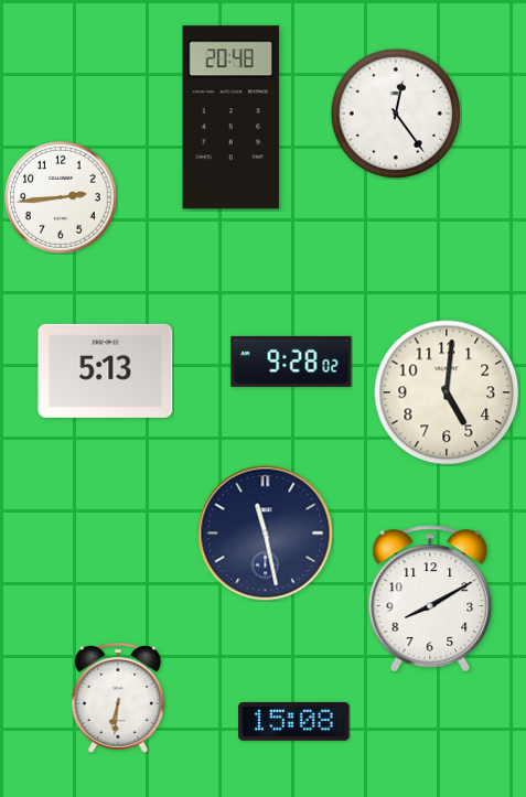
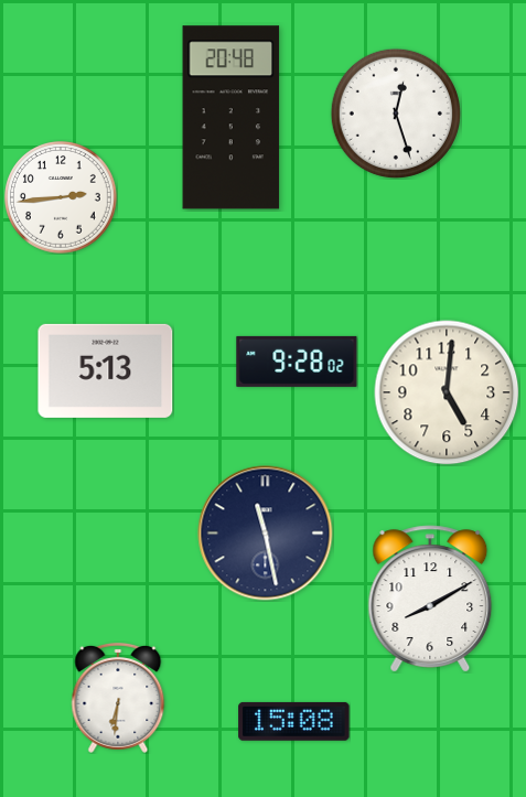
clock at (396, 114): 12:24 -> 12:27
clock at (291, 362) position: (291, 362) -> (297, 362)
